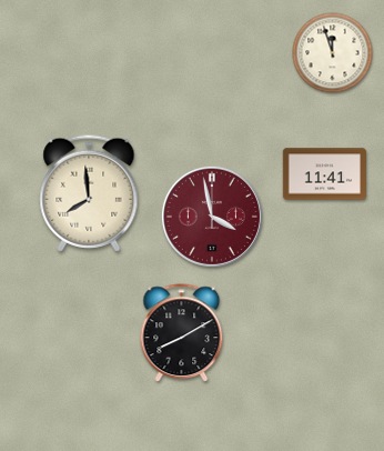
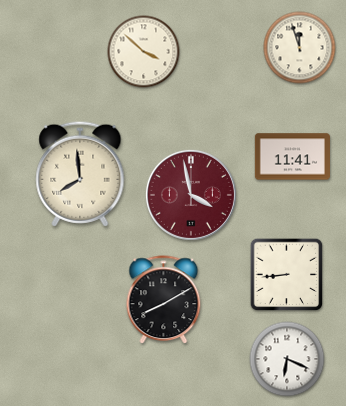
clock at (144, 52): none -> 3:52
clock at (287, 275): none -> 8:44
clock at (287, 359): none -> 6:19
